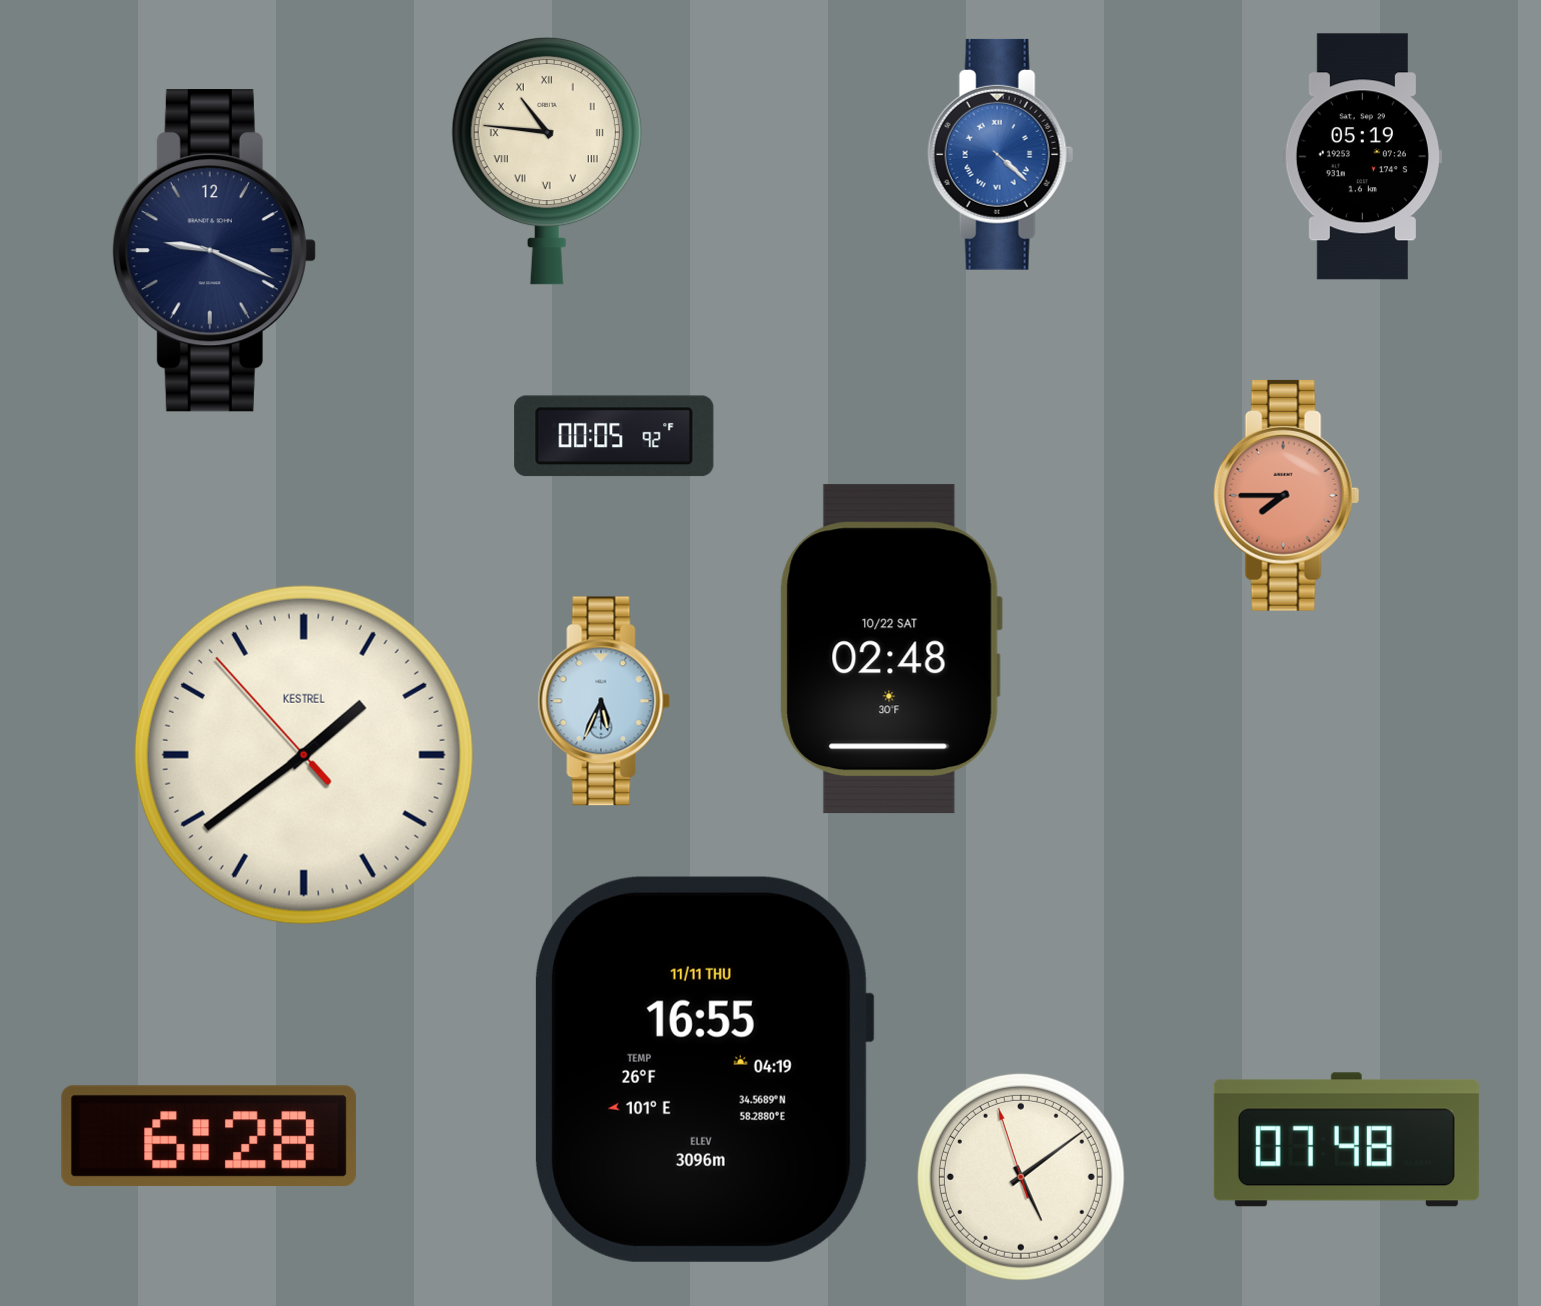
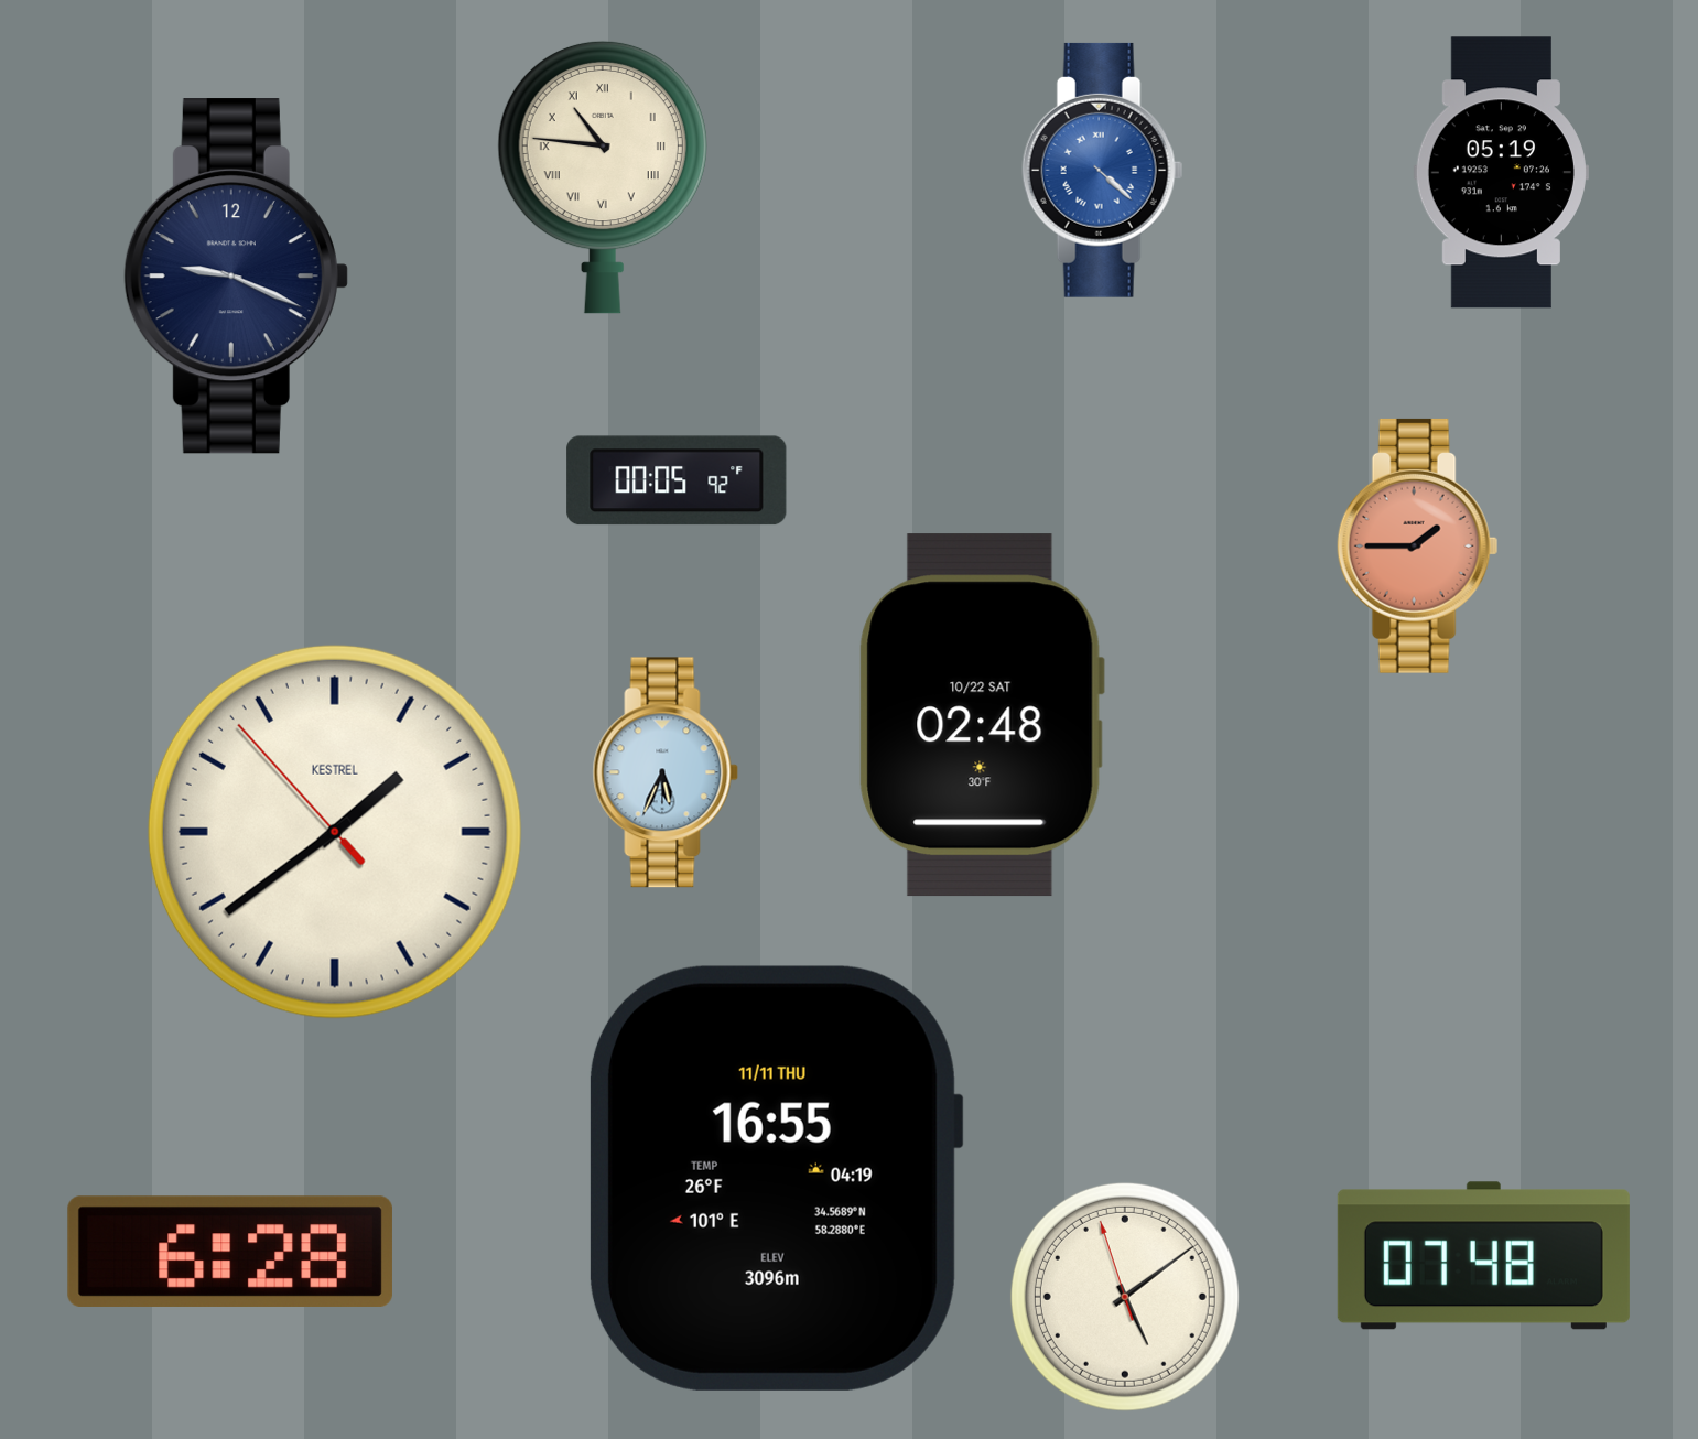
clock at (1287, 495): 7:45 -> 1:45
